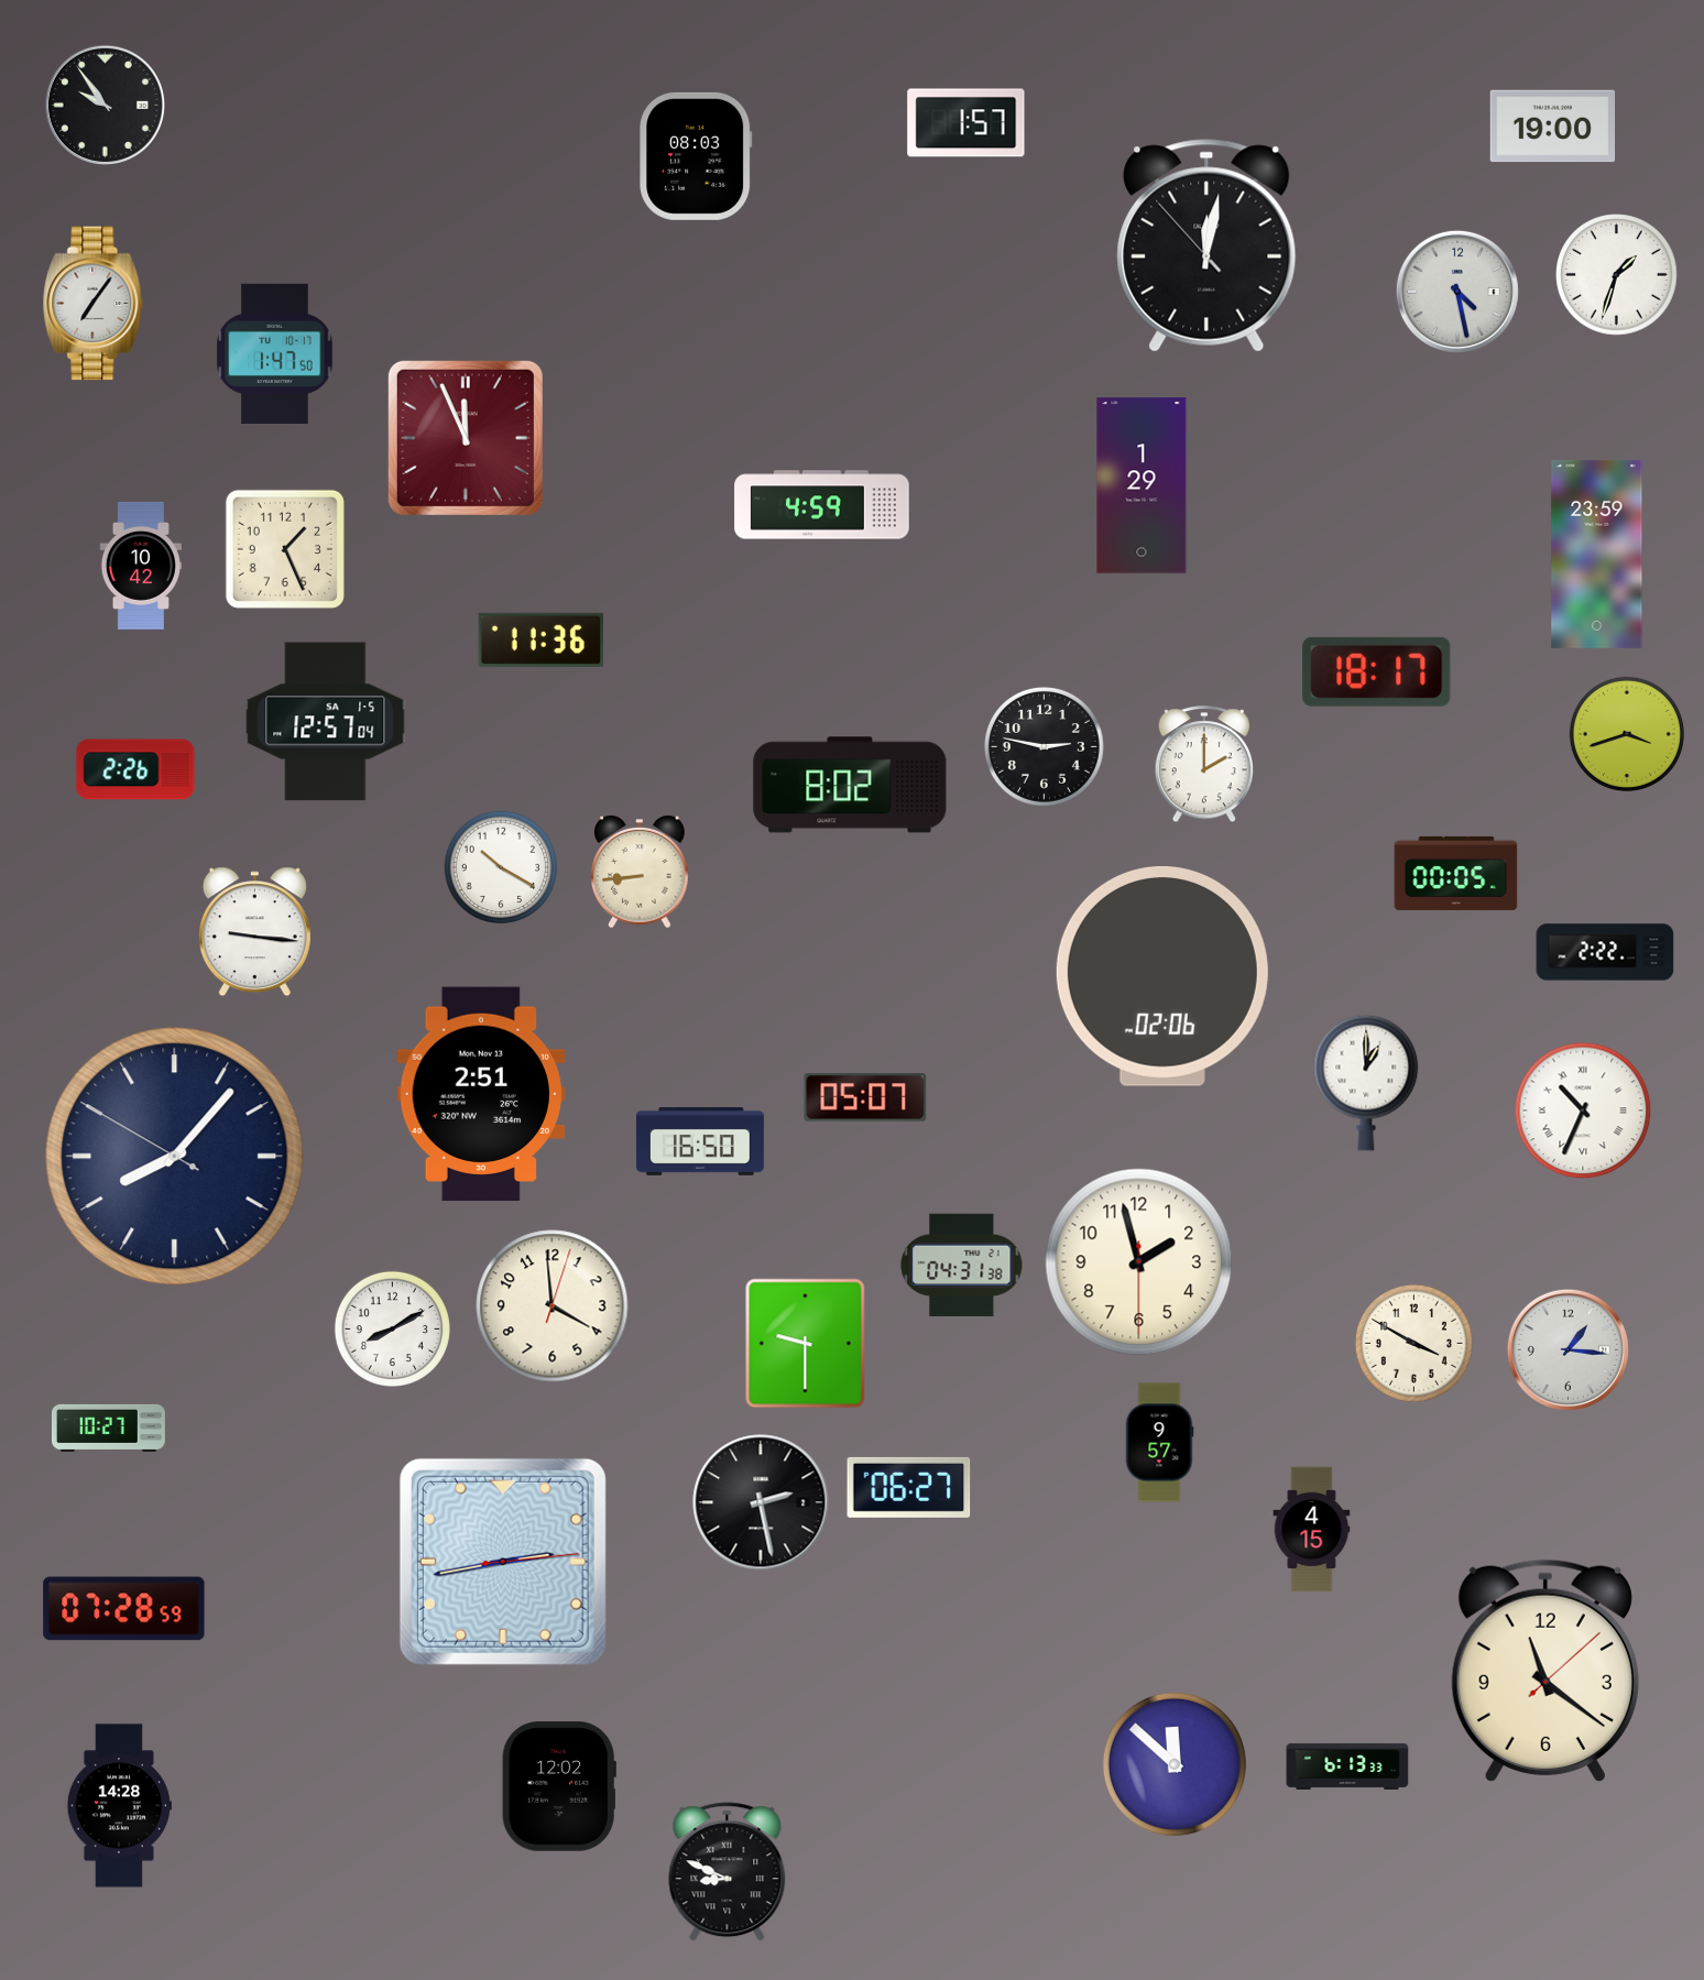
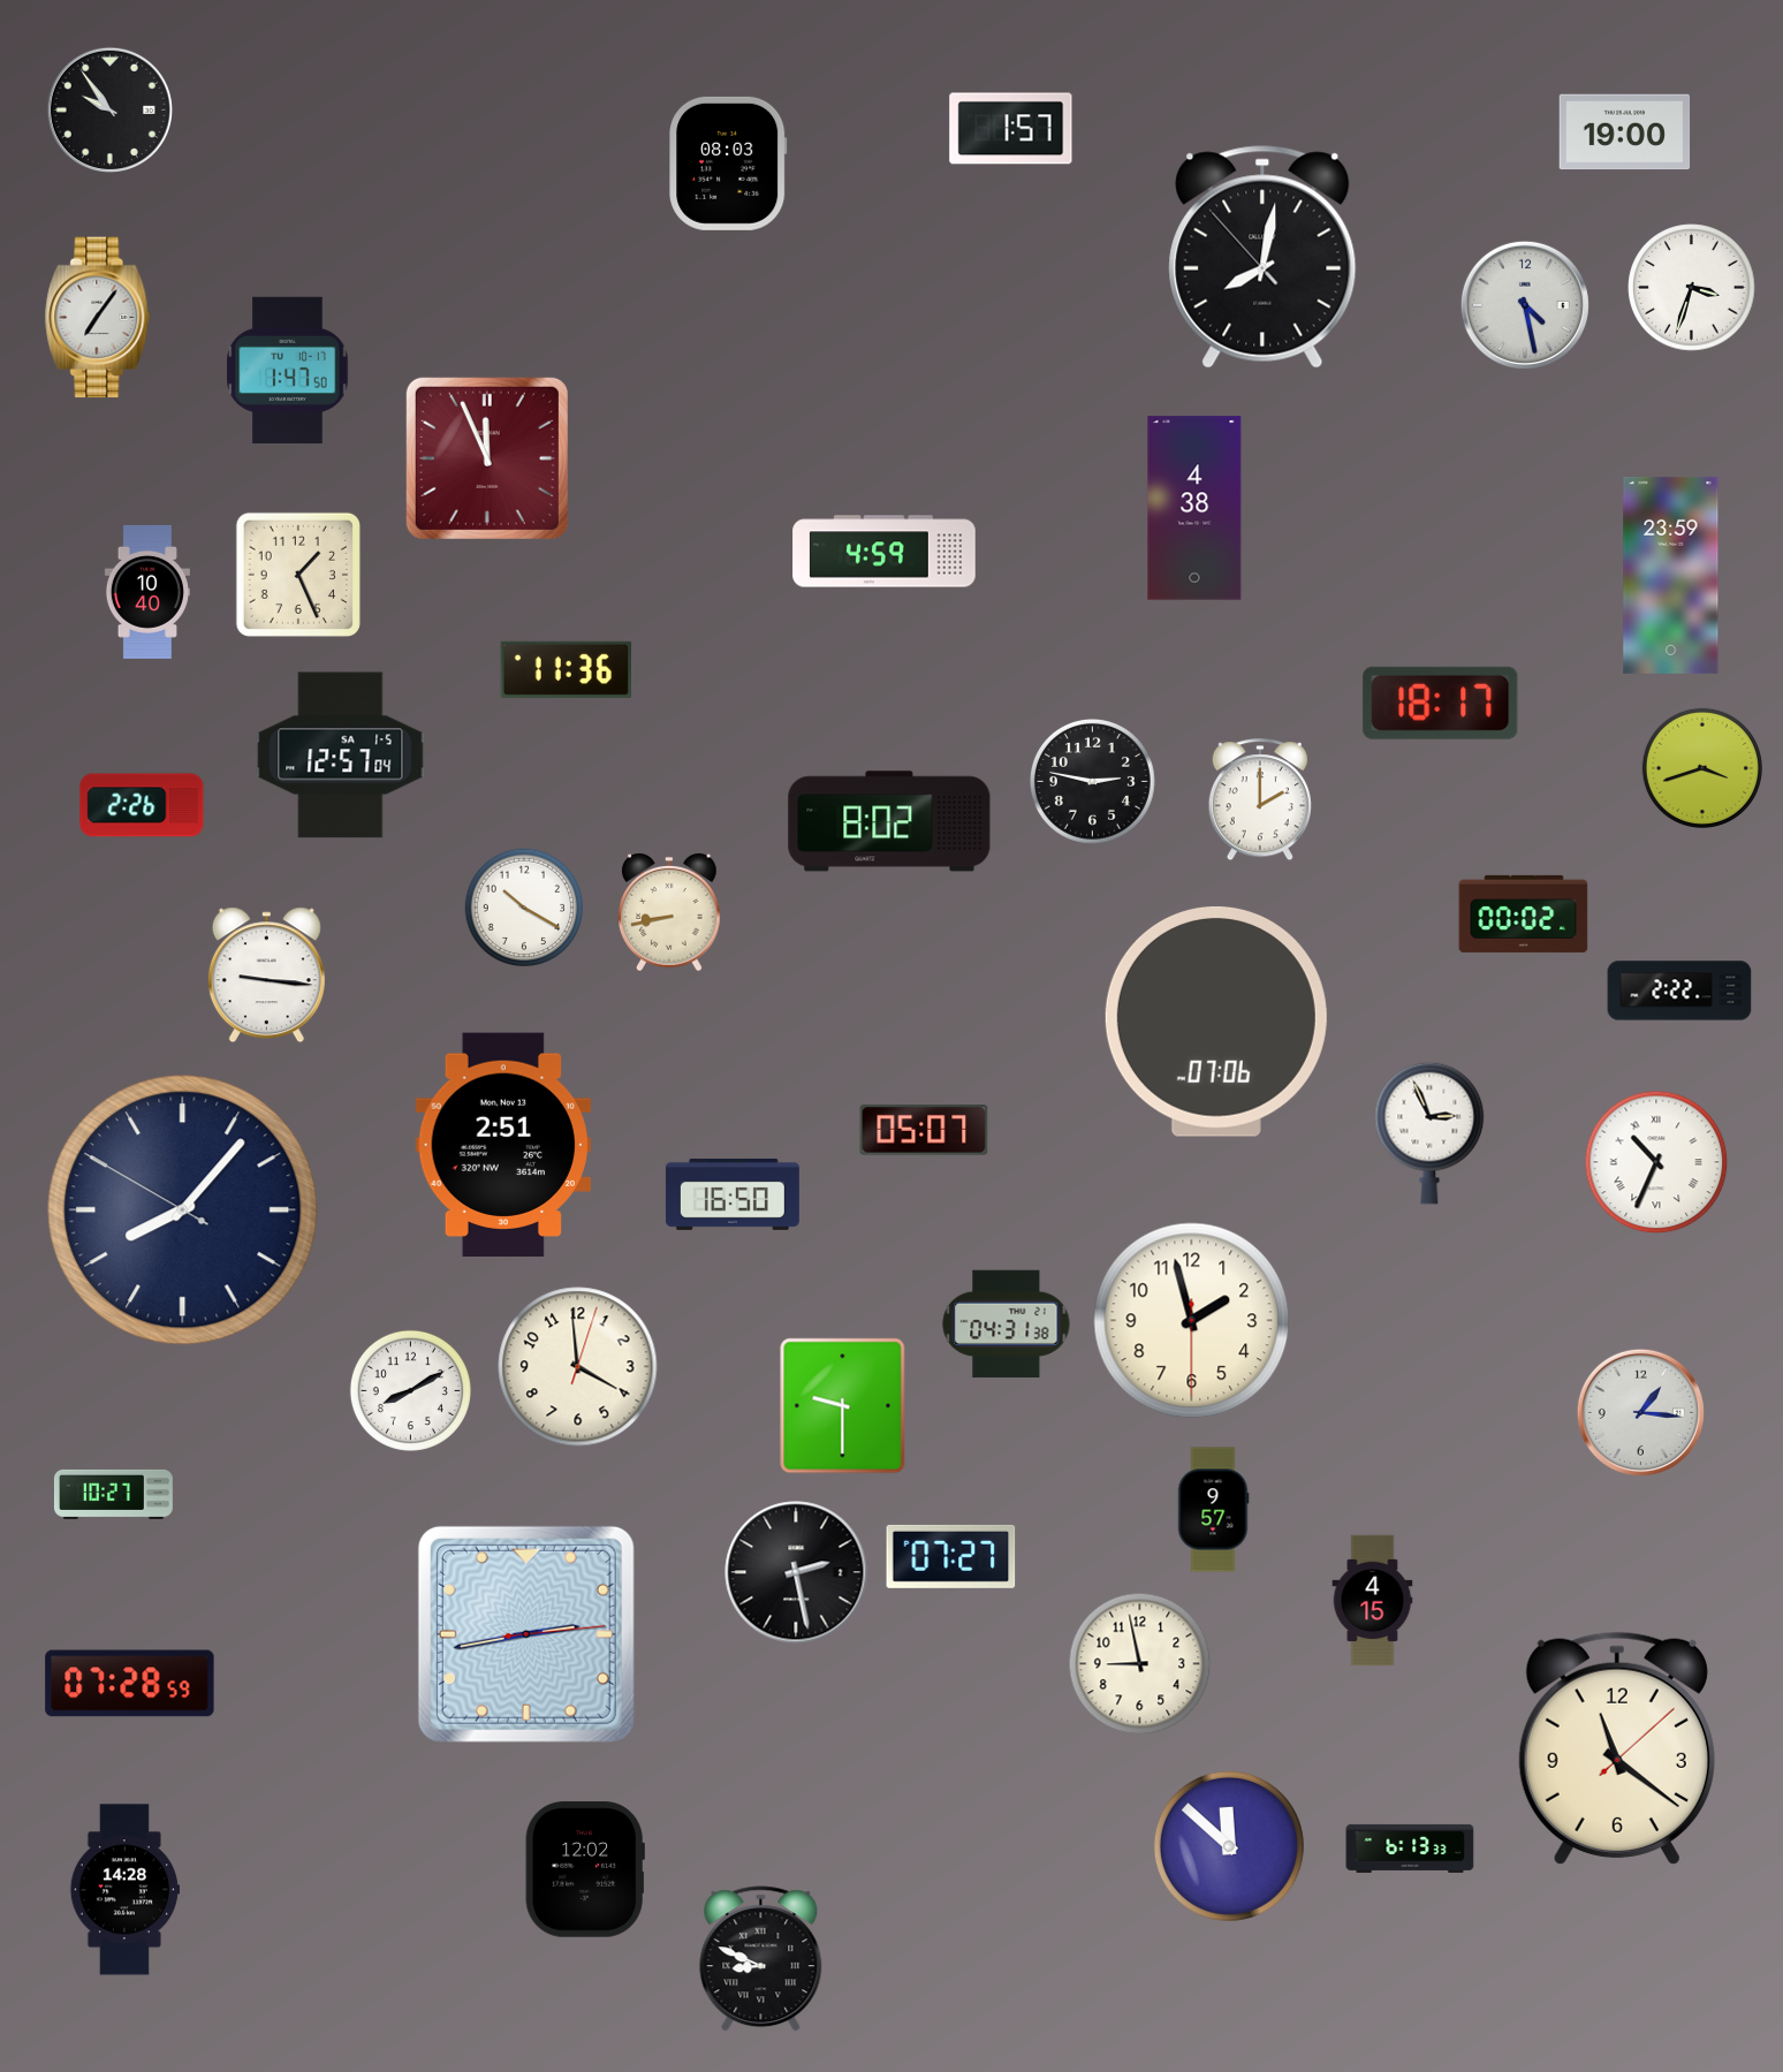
clock at (1206, 245): 12:01 -> 8:01
clock at (1617, 275): 1:33 -> 3:33
clock at (1142, 485): 1:29 -> 4:38
clock at (822, 505) position: (822, 505) -> (885, 552)
clock at (1597, 554) position: (1597, 554) -> (1671, 575)
clock at (141, 566): 10:42 -> 10:40
clock at (640, 873): 8:44 -> 8:43
clock at (1456, 873): 00:05 -> 00:02
clock at (1605, 952) position: (1605, 952) -> (1679, 991)
clock at (1162, 976): 02:06 -> 07:06
clock at (1366, 1083): 1:00 -> 2:56
clock at (865, 1097) position: (865, 1097) -> (924, 1130)
clock at (1413, 1343): 3:50 -> none
clock at (909, 1487): 06:27 -> 07:27
clock at (1140, 1664): none -> 8:58
